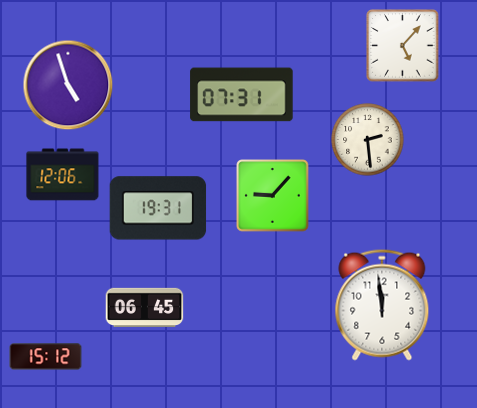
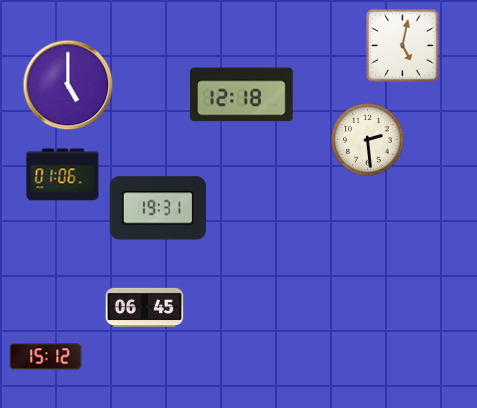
clock at (403, 46): 5:07 -> 5:02
clock at (68, 85): 4:57 -> 5:00
clock at (242, 95): 07:31 -> 12:18
clock at (63, 175): 12:06 -> 01:06
clock at (273, 196): 9:07 -> none
clock at (382, 305): 11:59 -> none
